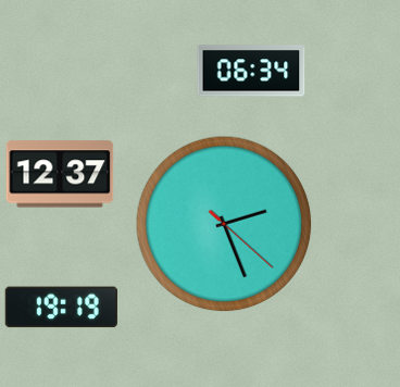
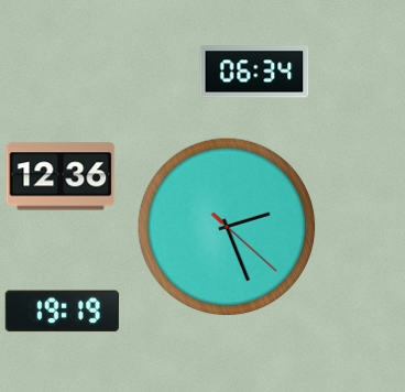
clock at (60, 174): 12:37 -> 12:36
